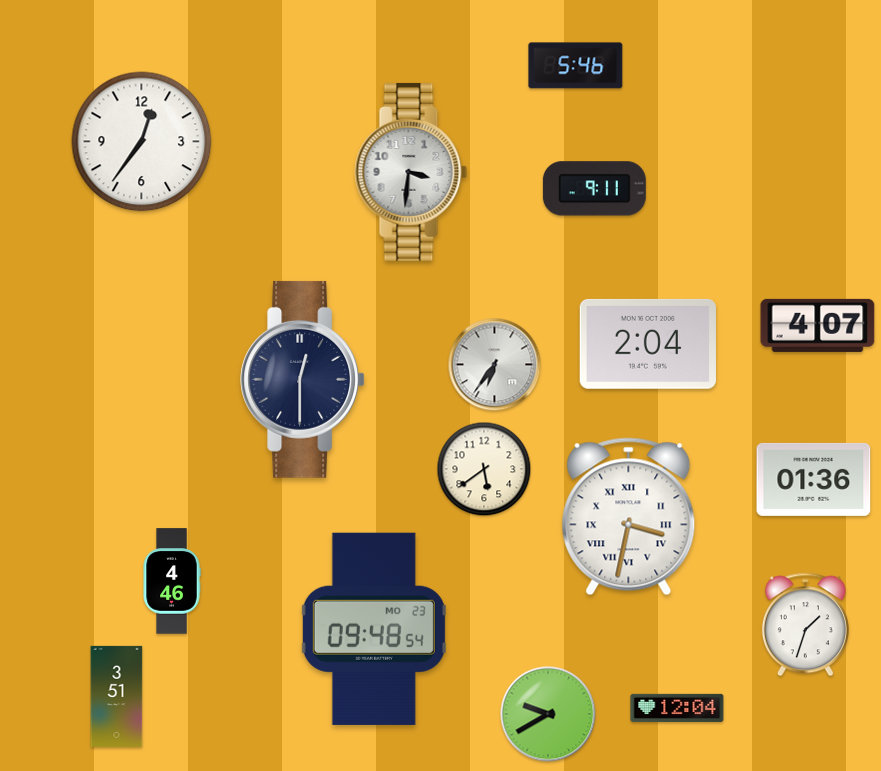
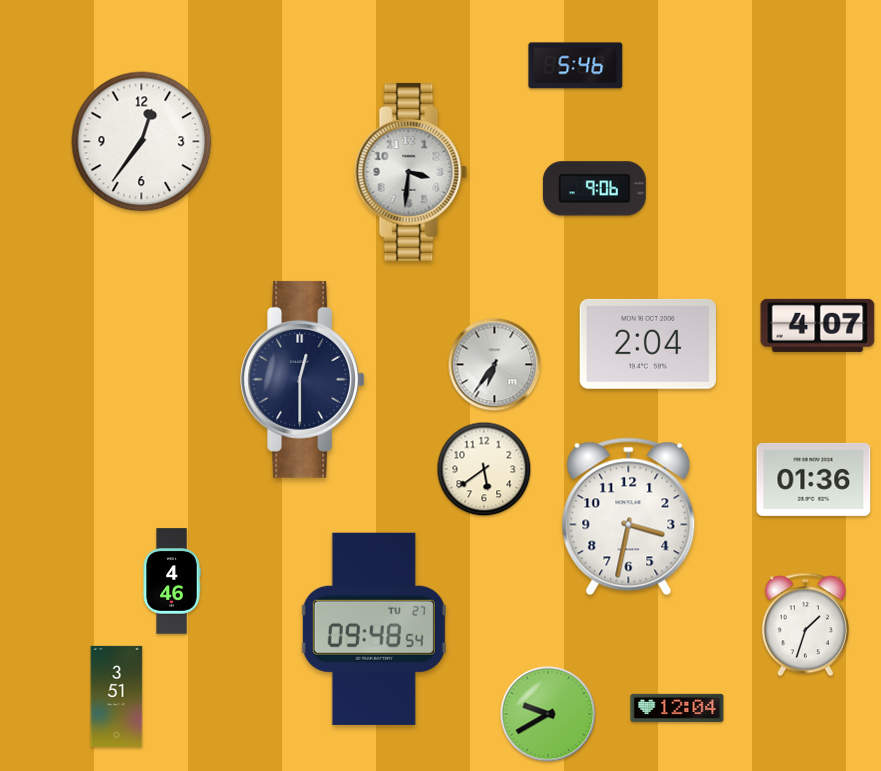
clock at (594, 189): 9:11 -> 9:06
clock at (629, 517) numerals: Roman -> Arabic
clock at (374, 629) date: MO 23 -> TU 27
